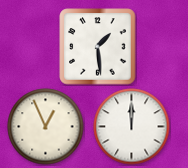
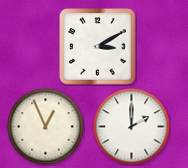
clock at (98, 47): 1:29 -> 3:10
clock at (132, 127): 12:00 -> 2:00
